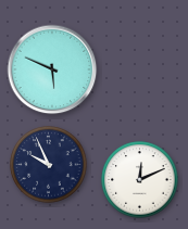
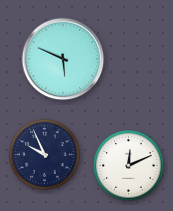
clock at (52, 69) position: (52, 69) -> (63, 59)
clock at (49, 165) position: (49, 165) -> (45, 155)
